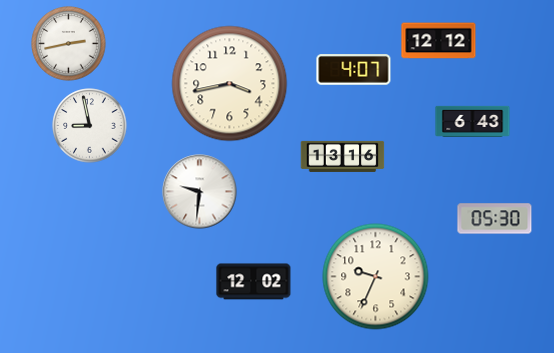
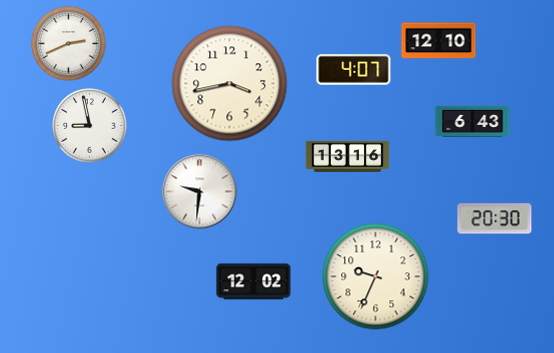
clock at (439, 41): 12:12 -> 12:10
clock at (69, 44): 2:43 -> 2:41
clock at (343, 156) position: (343, 156) -> (348, 156)
clock at (495, 219): 05:30 -> 20:30
